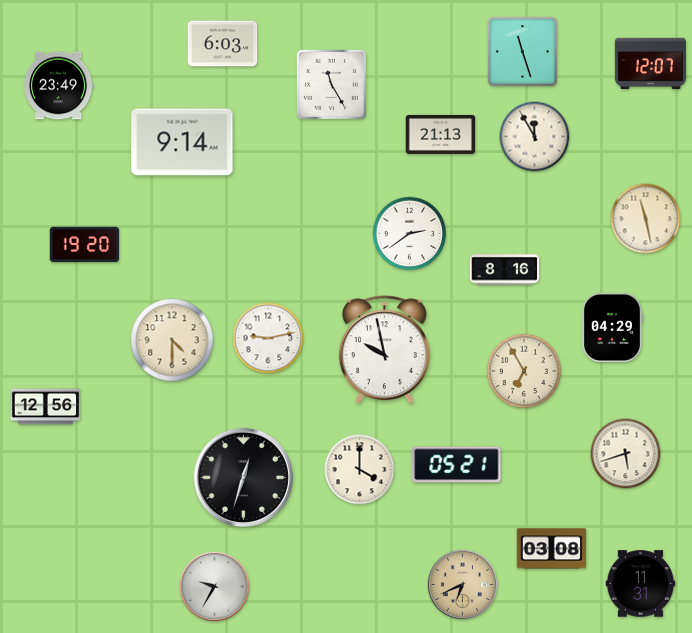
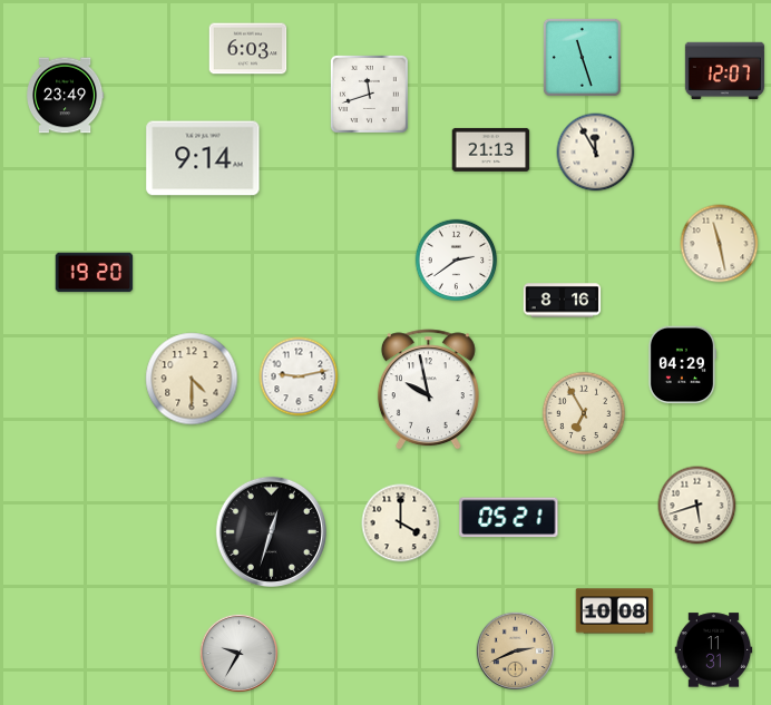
clock at (331, 84): 11:25 -> 11:42
clock at (46, 407): 12:56 -> none
clock at (552, 549): 03:08 -> 10:08
clock at (463, 585): 6:41 -> 2:41
